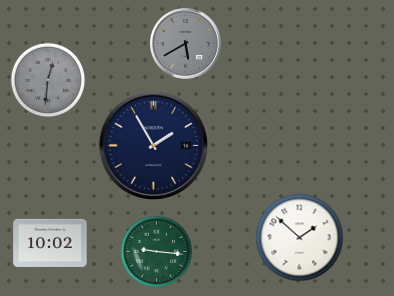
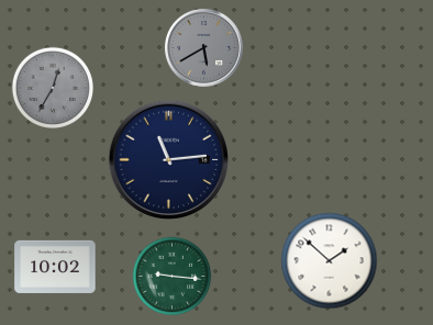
clock at (47, 79): 12:31 -> 12:35
clock at (154, 146): 1:55 -> 11:14
